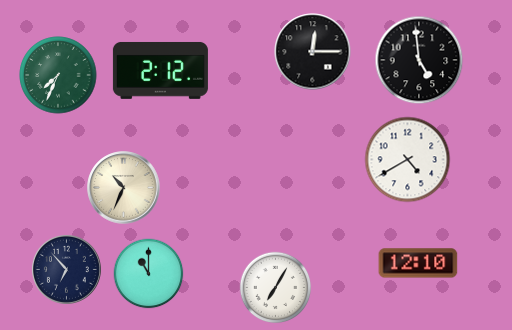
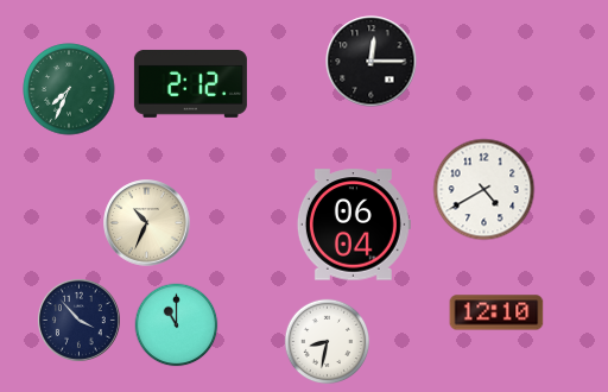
clock at (419, 60): 4:59 -> none
clock at (354, 225): none -> 06:04
clock at (66, 269): 6:53 -> 3:53
clock at (276, 288): 7:05 -> 8:32
